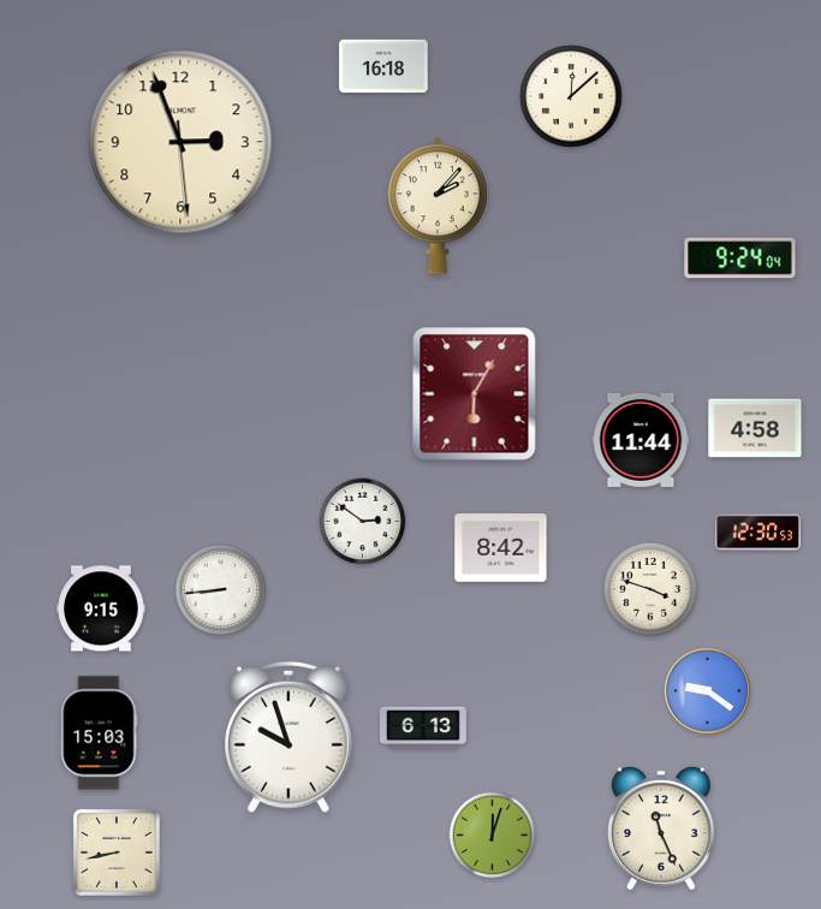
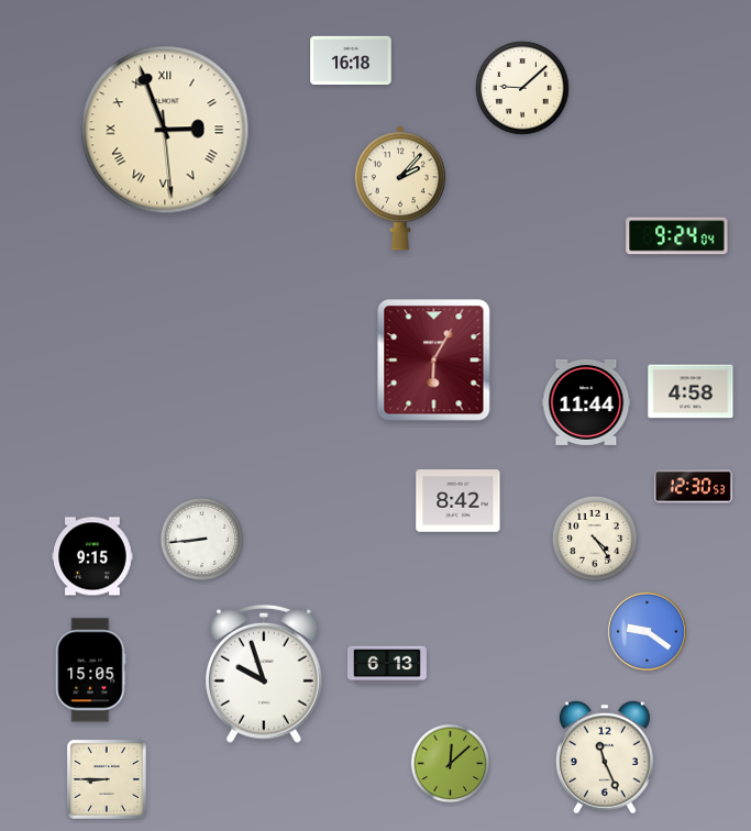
clock at (571, 96): 12:08 -> 9:08
clock at (180, 142) numerals: Arabic -> Roman
clock at (363, 522): 2:51 -> none
clock at (650, 589): 3:48 -> 4:24
clock at (100, 733): 15:03 -> 15:05
clock at (493, 836): 12:03 -> 12:08
clock at (117, 852): 8:43 -> 8:45
